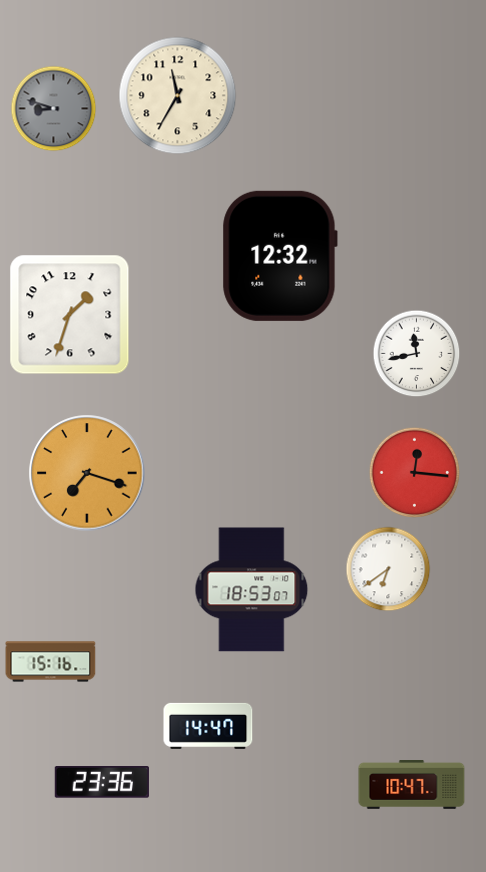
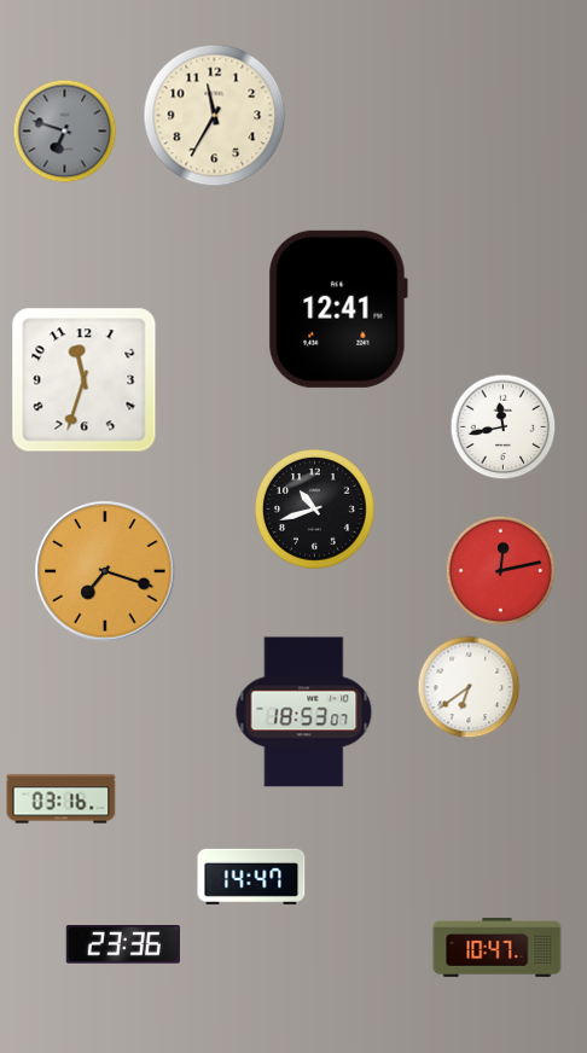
clock at (54, 109): 8:48 -> 6:48
clock at (280, 256): 12:32 -> 12:41
clock at (70, 315): 1:33 -> 11:33
clock at (315, 510): none -> 10:42
clock at (415, 473): 12:16 -> 12:13
clock at (51, 662): 15:16 -> 03:16
